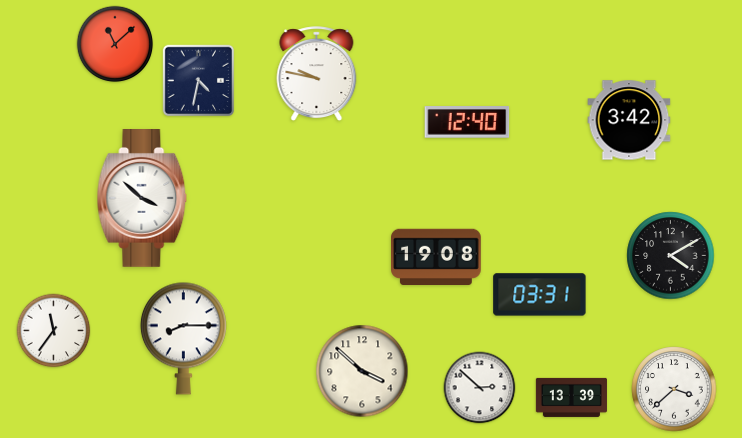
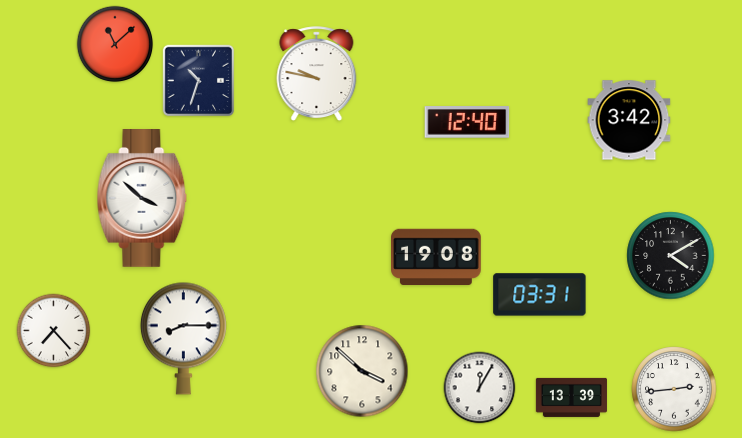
clock at (199, 81): 4:32 -> 10:33
clock at (54, 331): 11:36 -> 7:23
clock at (480, 388): 2:52 -> 12:05
clock at (674, 389): 3:38 -> 2:44
